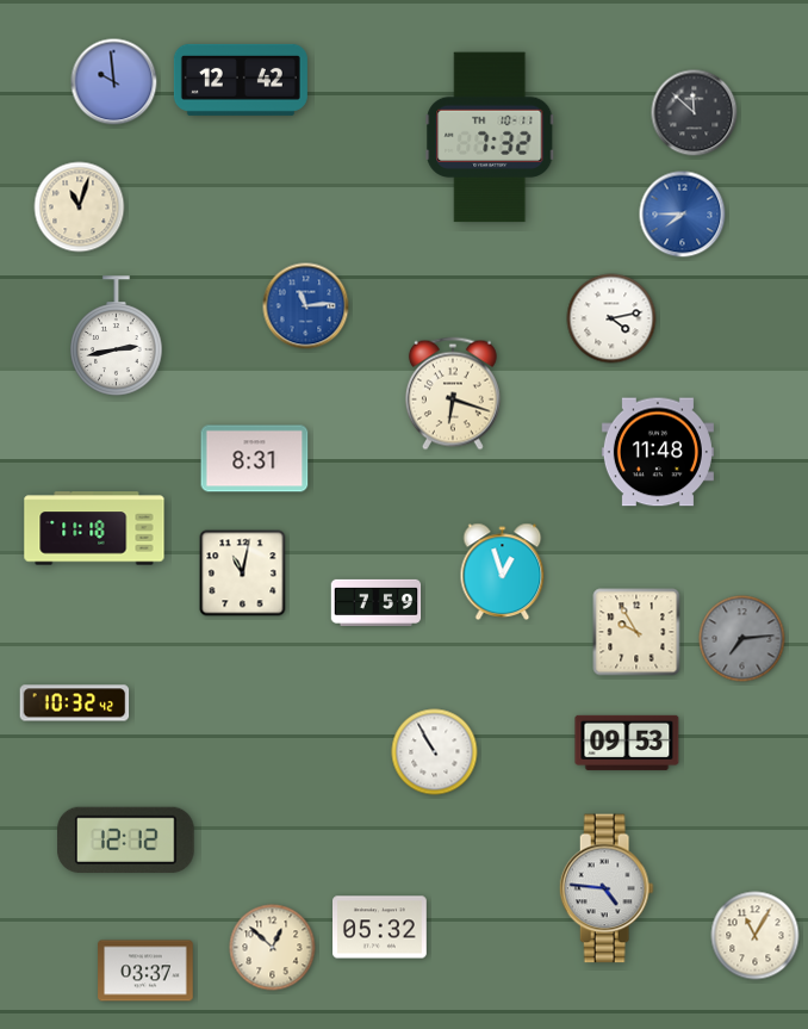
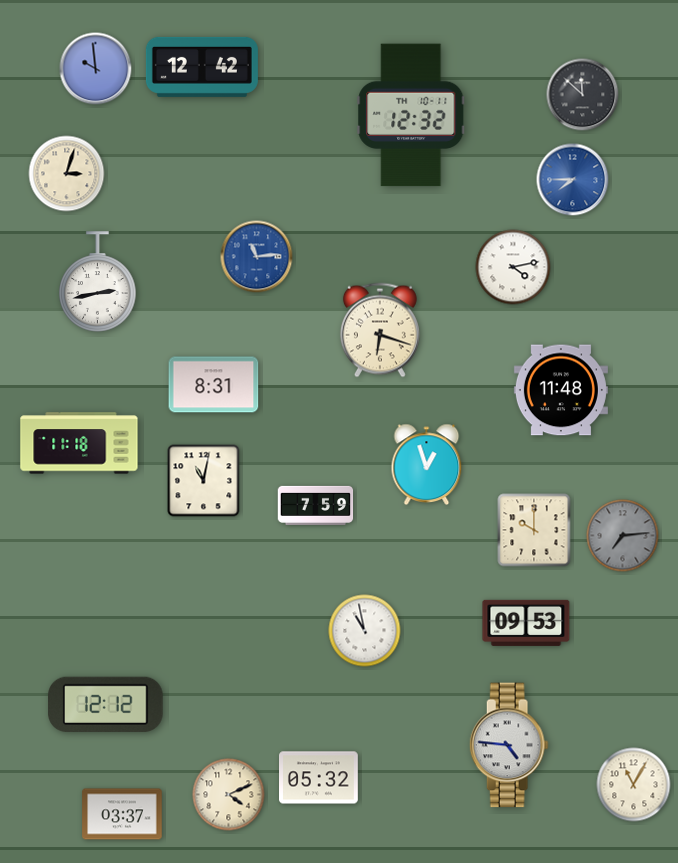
clock at (490, 137): 7:32 -> 12:32
clock at (80, 207): 11:03 -> 3:03
clock at (658, 452) position: (658, 452) -> (561, 390)
clock at (503, 572) position: (503, 572) -> (427, 465)
clock at (636, 632): 9:55 -> 10:00
clock at (75, 703): 10:32 -> none
clock at (435, 752): 10:55 -> 10:58
clock at (273, 948): 12:52 -> 4:11
